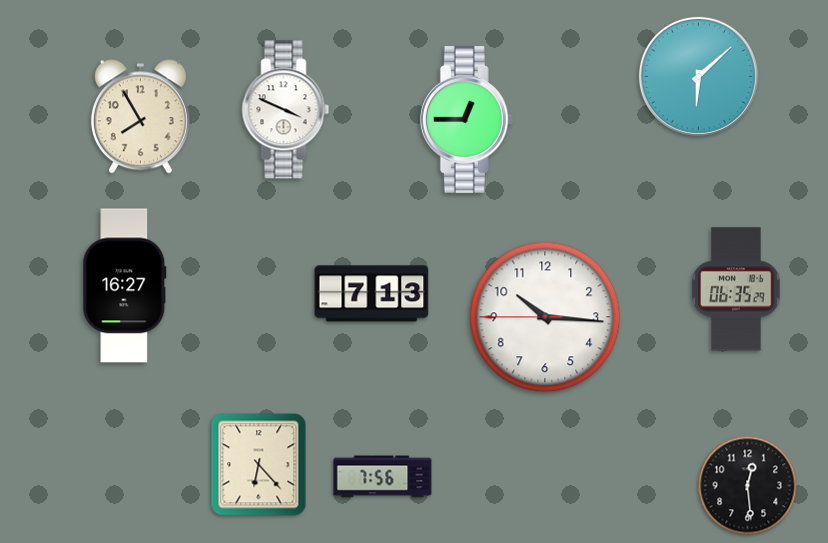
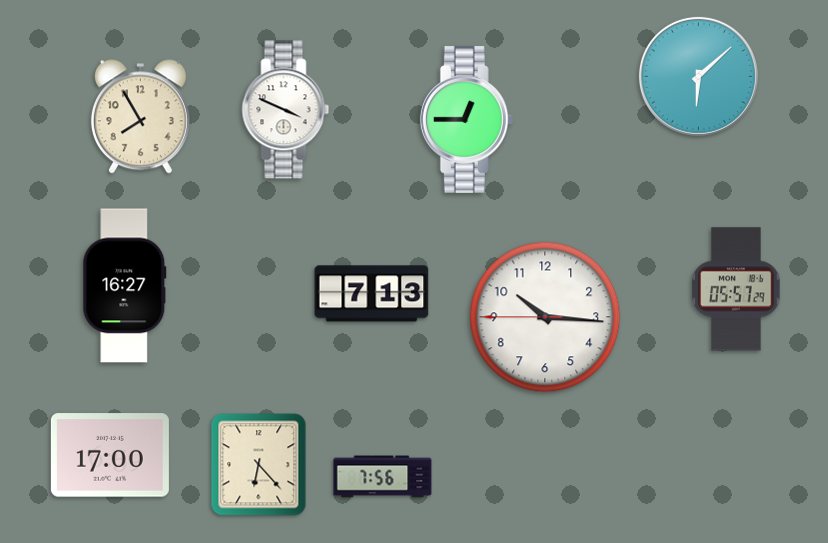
clock at (736, 289): 06:35 -> 05:57
clock at (110, 455): none -> 17:00
clock at (748, 486): 12:29 -> none
